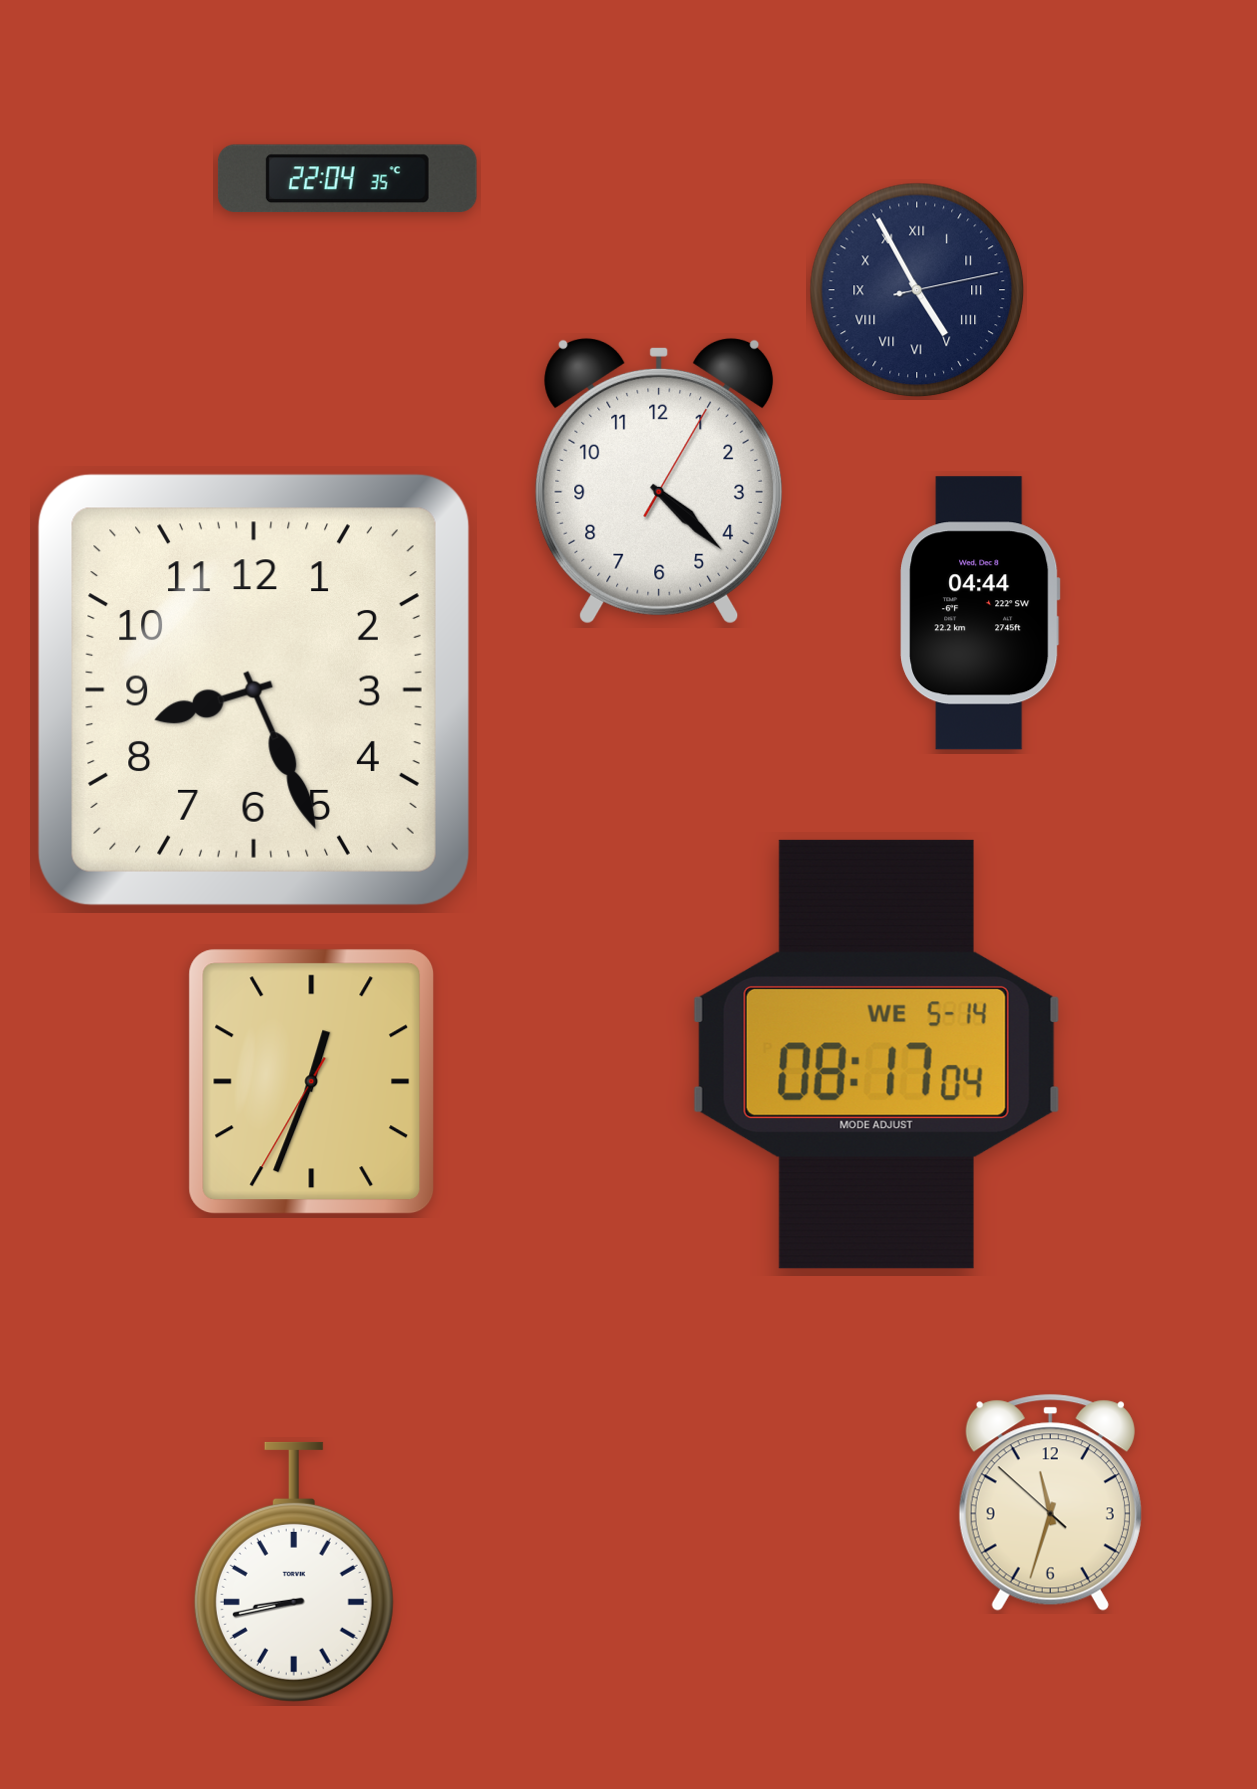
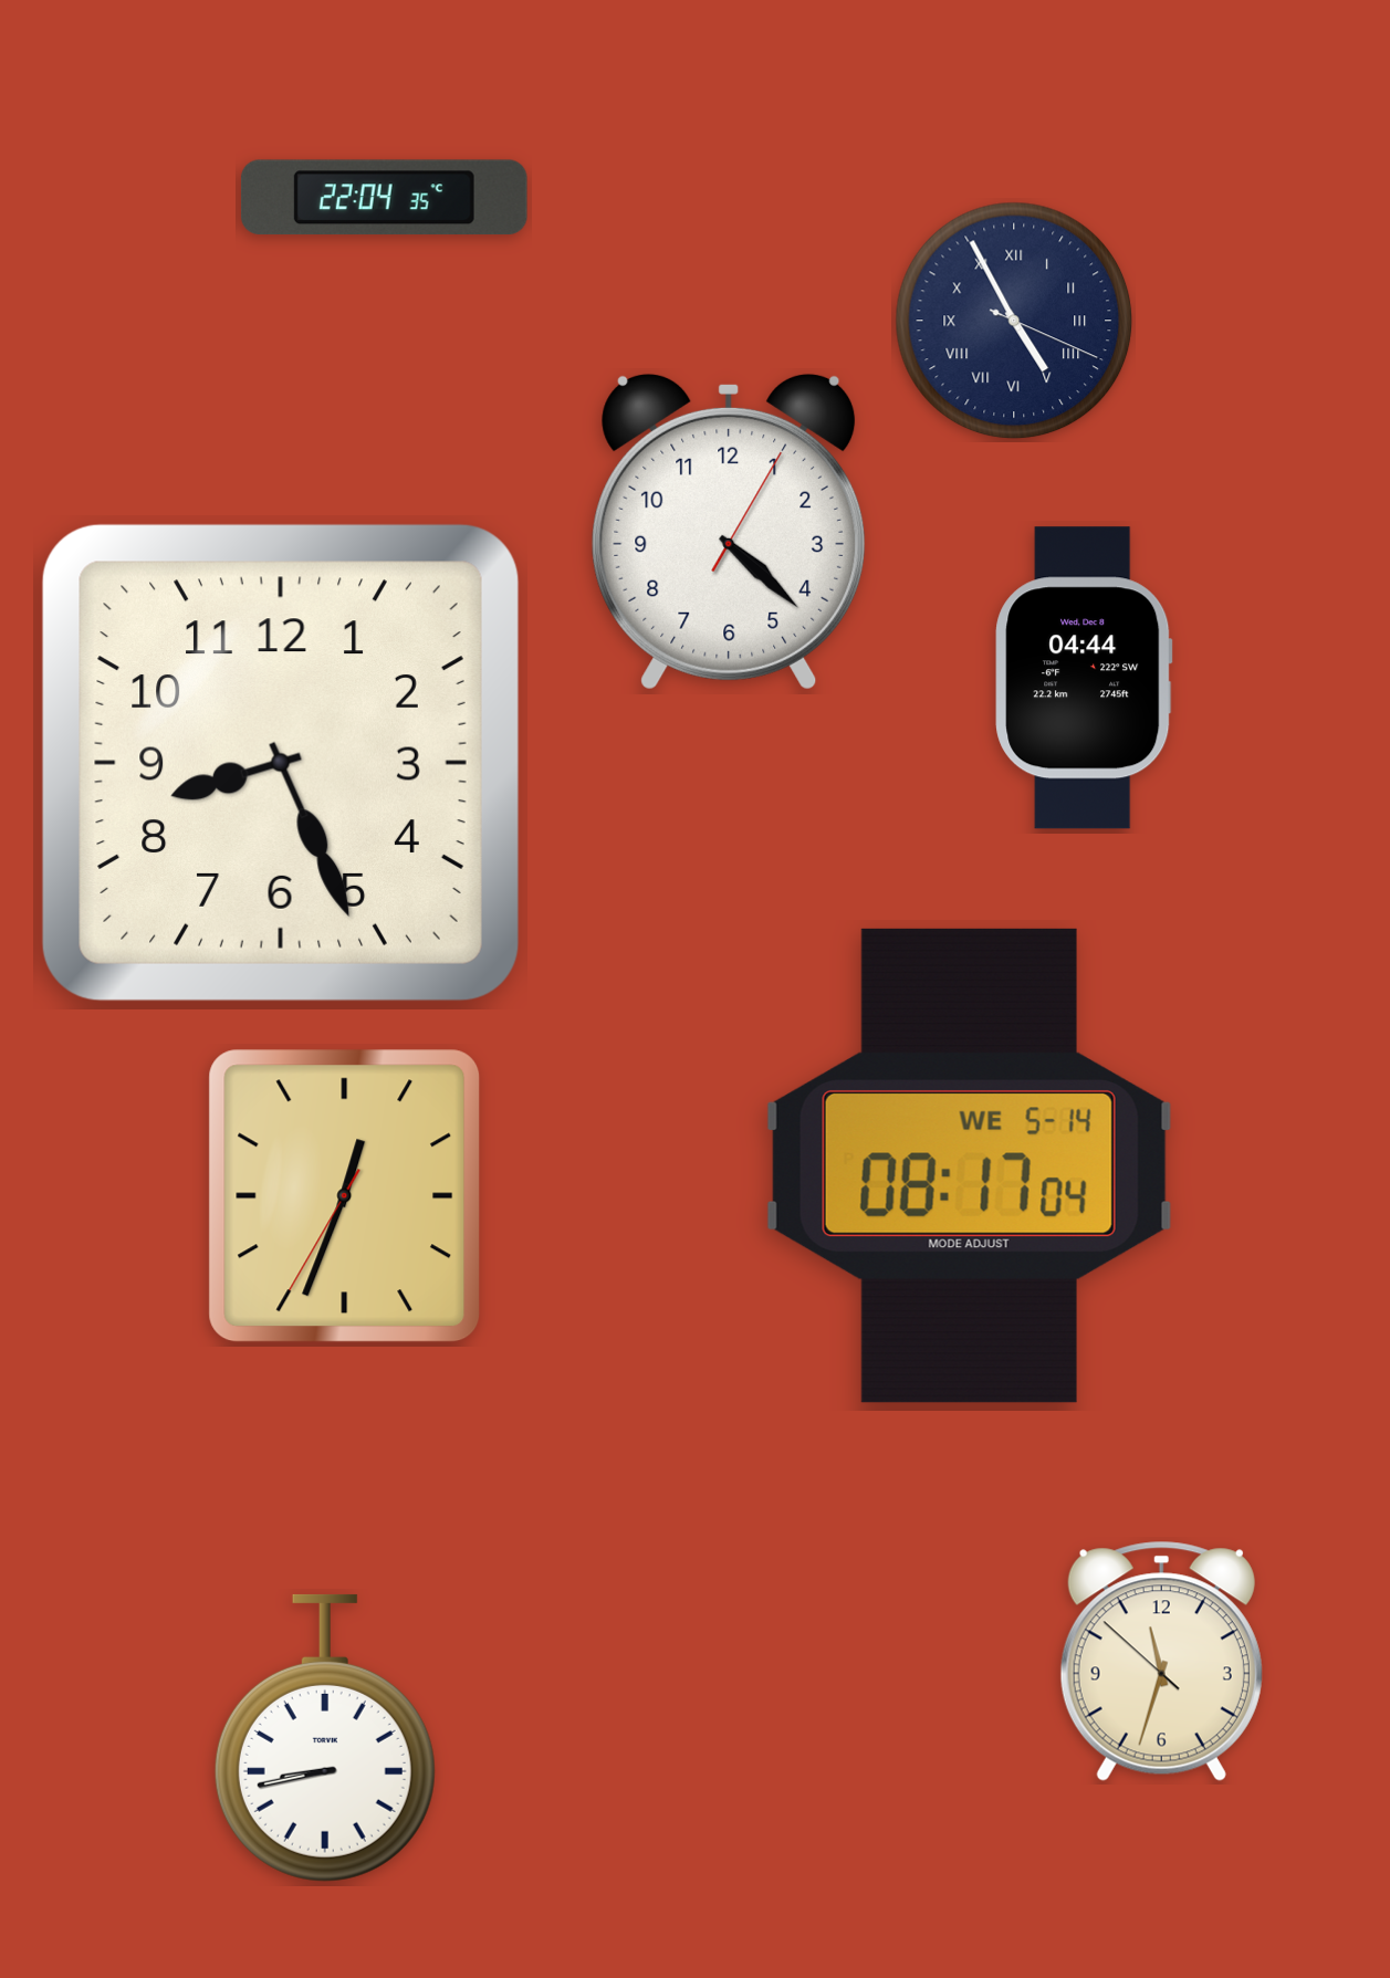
clock at (917, 290): 4:55:13 -> 4:55:19
